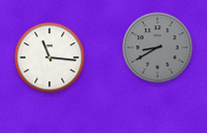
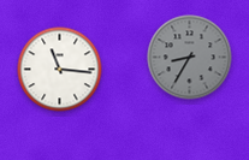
clock at (158, 48): 8:40 -> 8:35
